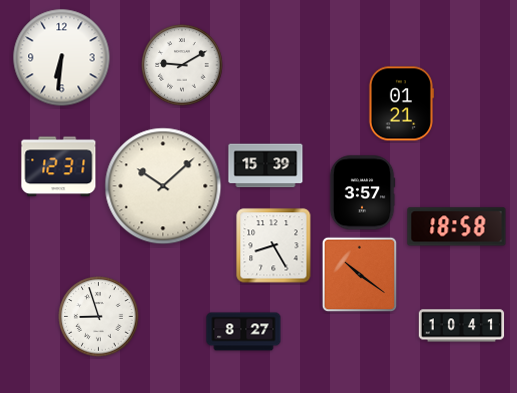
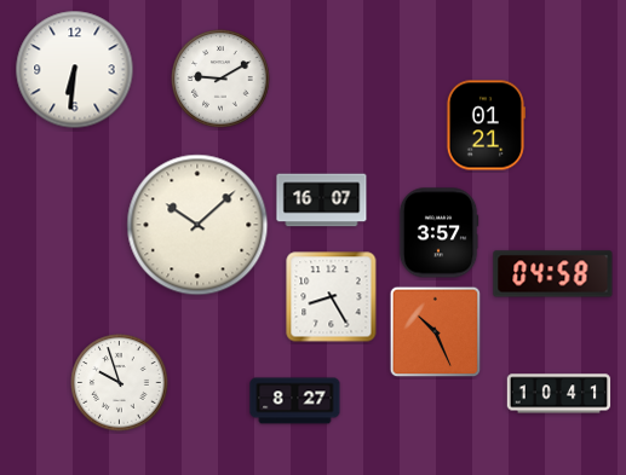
clock at (266, 166): 15:39 -> 16:07
clock at (59, 167): 12:31 -> none
clock at (457, 227): 18:58 -> 04:58
clock at (360, 275): 10:21 -> 10:26
clock at (99, 317): 8:57 -> 9:57
